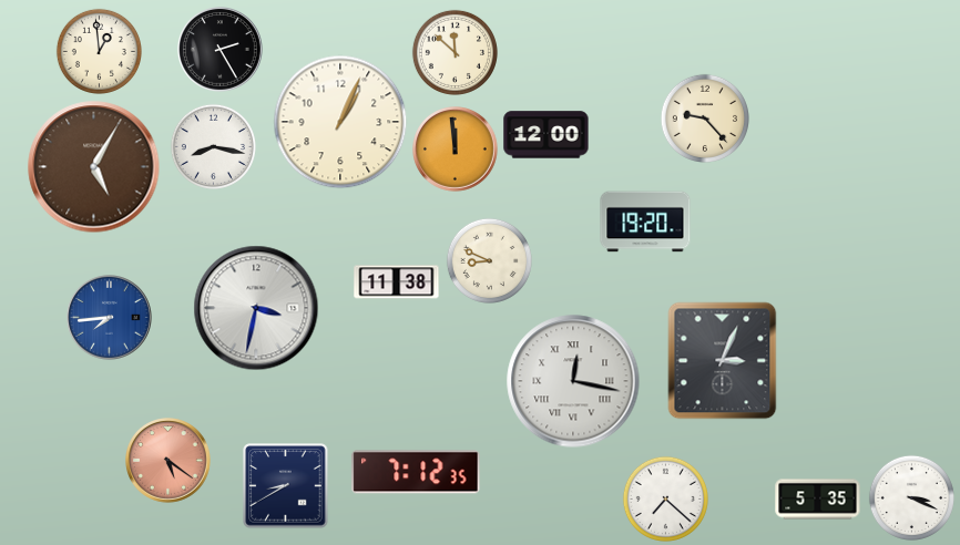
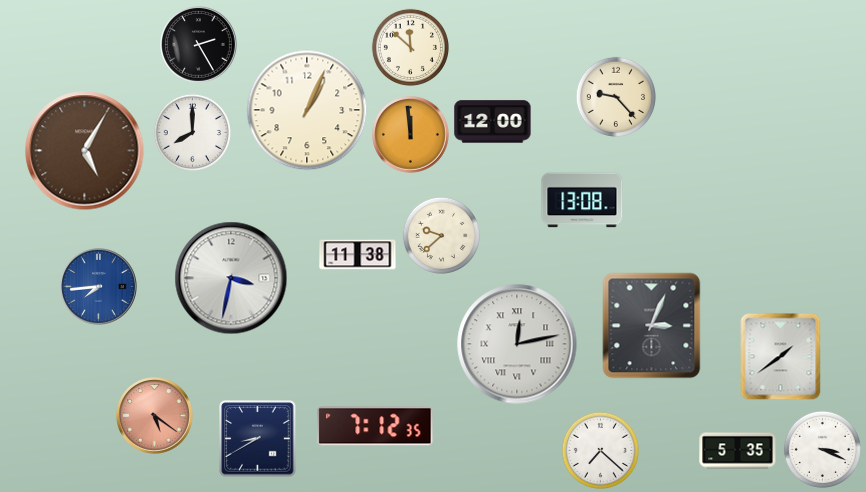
clock at (99, 51): 12:59 -> none
clock at (705, 119) position: (705, 119) -> (616, 97)
clock at (213, 146): 8:17 -> 8:00
clock at (645, 222): 19:20 -> 13:08
clock at (489, 260): 8:49 -> 9:38
clock at (573, 381): 12:17 -> 12:13
clock at (781, 356): none -> 1:39
clock at (168, 461) position: (168, 461) -> (155, 416)
